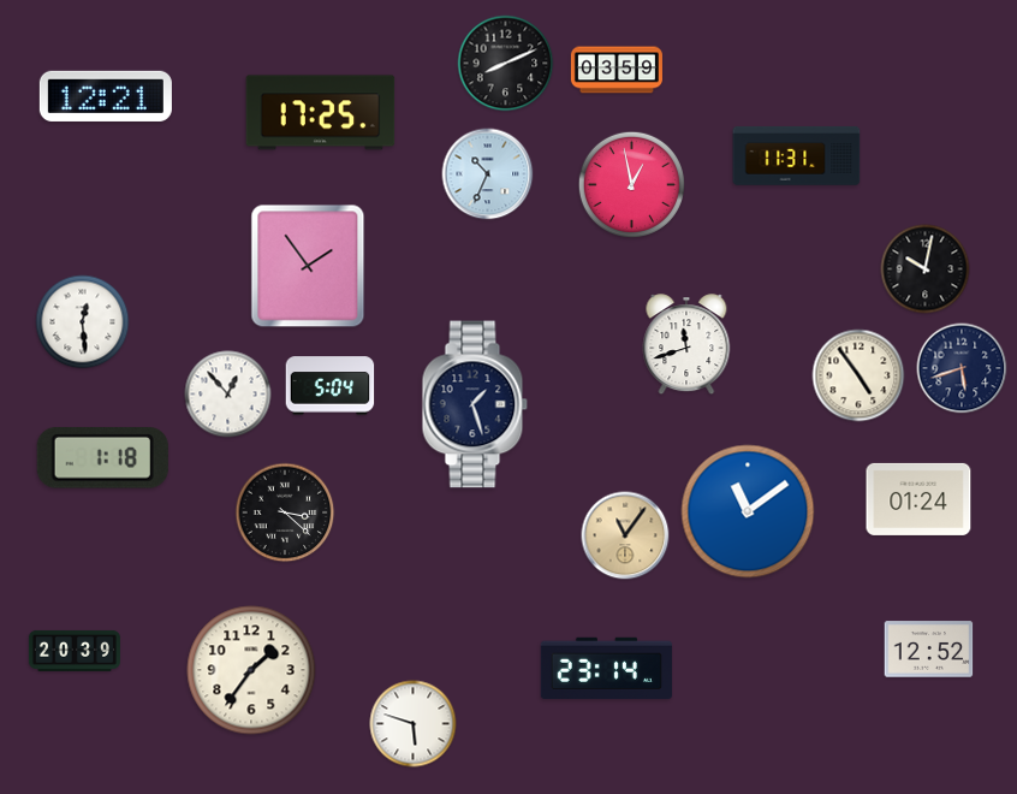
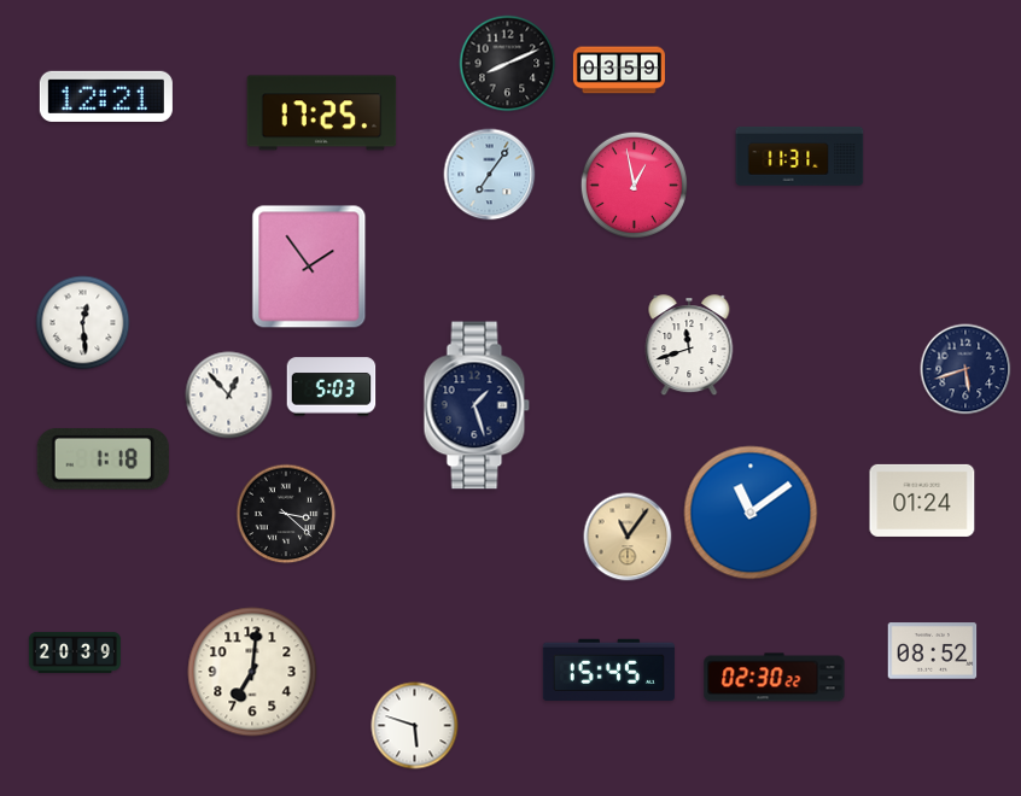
clock at (488, 174): 10:34 -> 7:06
clock at (926, 269): 10:02 -> none
clock at (858, 375): 4:54 -> none
clock at (331, 386): 5:04 -> 5:03
clock at (929, 650): 12:52 -> 08:52
clock at (606, 668): 23:14 -> 15:45
clock at (251, 670): 1:36 -> 7:01
clock at (775, 678): none -> 02:30
